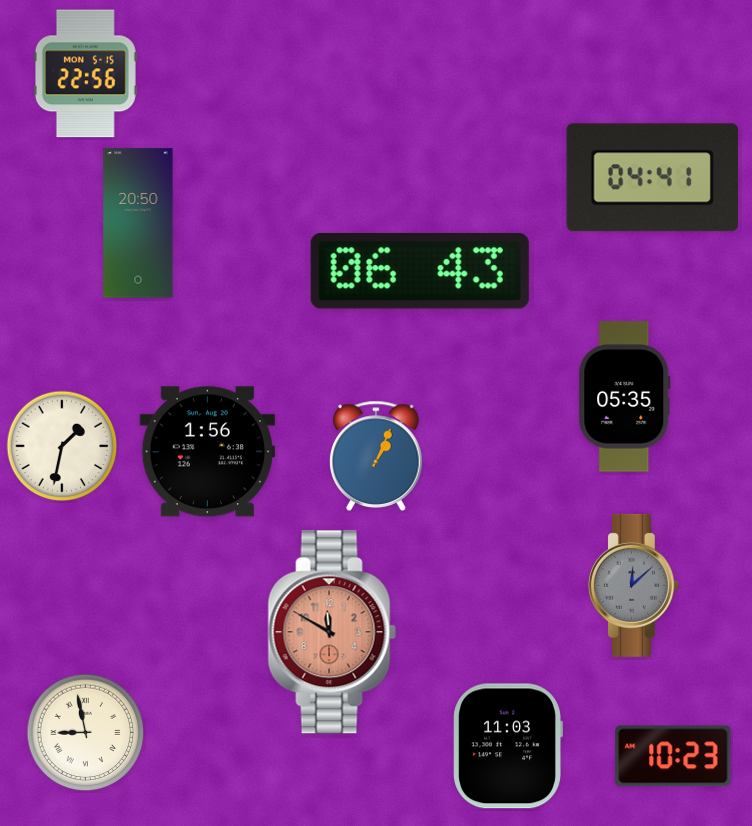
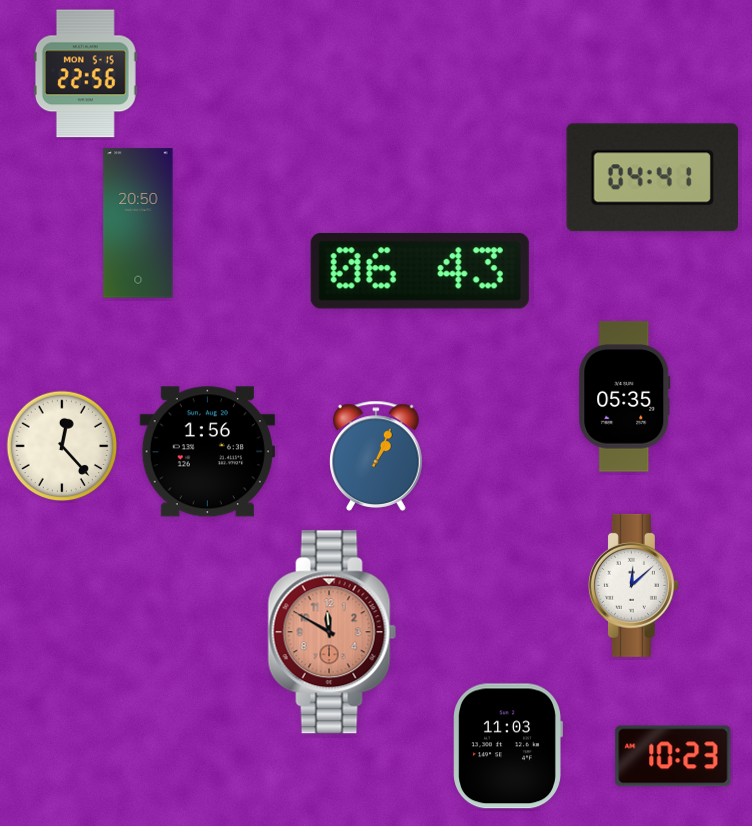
clock at (62, 446): 1:32 -> 12:23
clock at (633, 585) dial: grey -> white
clock at (86, 733): 8:58 -> none
